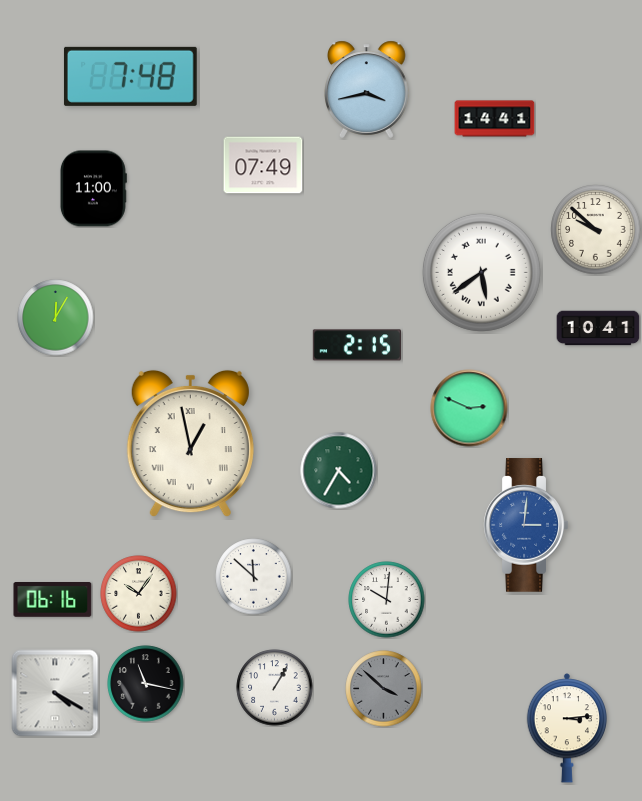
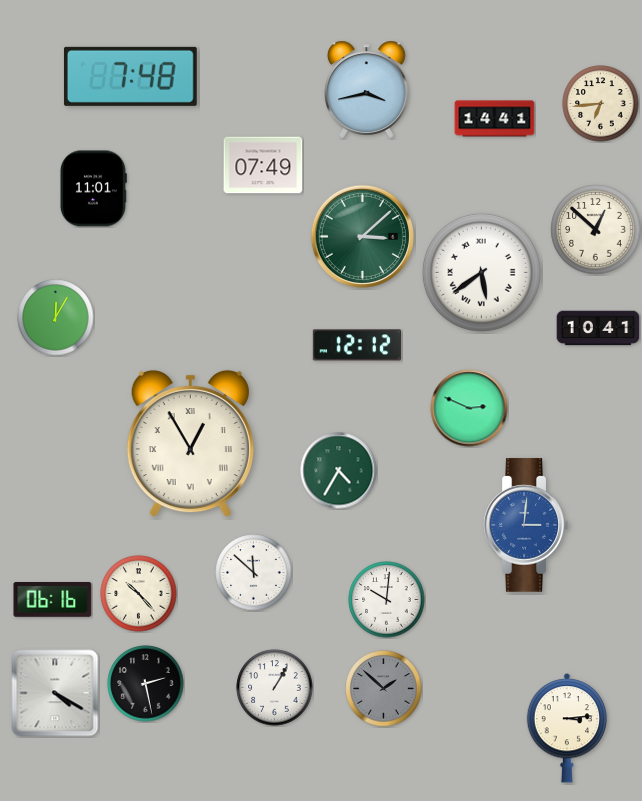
clock at (601, 104): none -> 6:44
clock at (93, 189): 11:00 -> 11:01
clock at (596, 230): 9:52 -> 12:52
clock at (362, 236): none -> 3:08
clock at (356, 345): 2:15 -> 12:12
clock at (190, 444): 12:58 -> 12:55
clock at (254, 577) position: (254, 577) -> (254, 573)
clock at (139, 594): 10:06 -> 10:23
clock at (146, 684): 11:17 -> 2:28
clock at (384, 689): 3:52 -> 1:52
